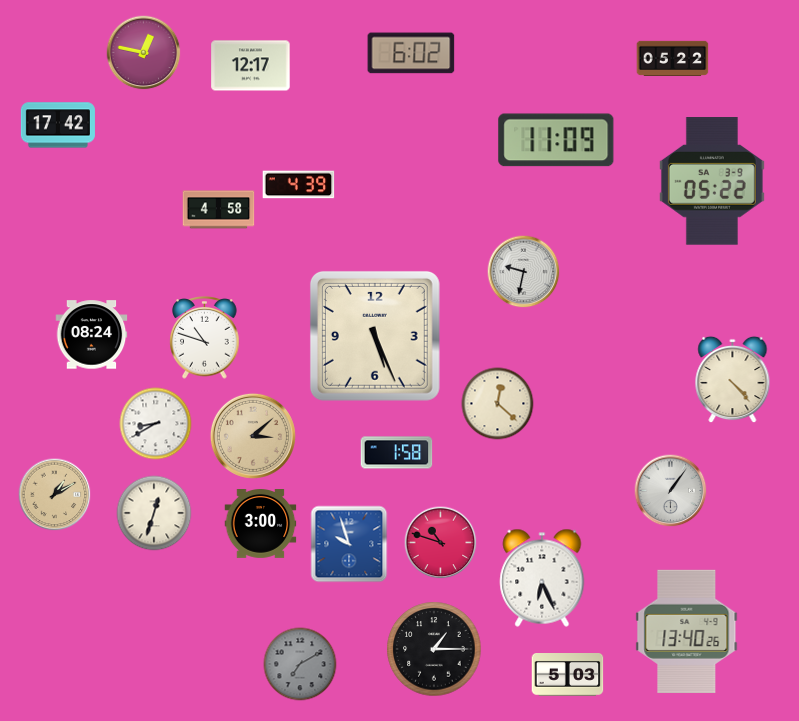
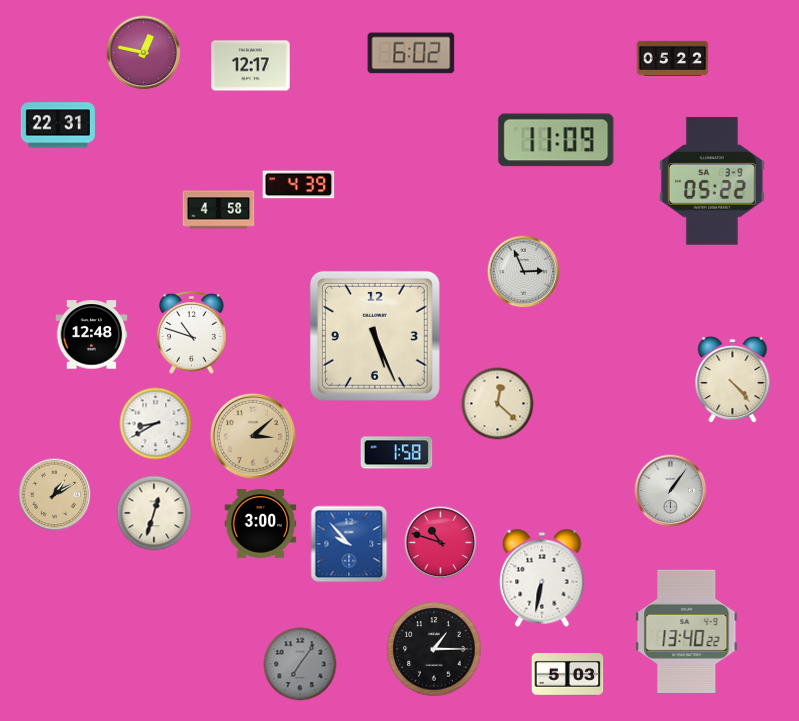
clock at (58, 125): 17:42 -> 22:31
clock at (524, 272): 9:32 -> 2:56
clock at (92, 335): 08:24 -> 12:48
clock at (205, 338) position: (205, 338) -> (192, 333)
clock at (349, 544): 9:57 -> 9:53
clock at (542, 578): 6:26 -> 6:32
clock at (687, 631): 13:40:26 -> 13:40:22
clock at (300, 664): 7:10 -> 7:06
